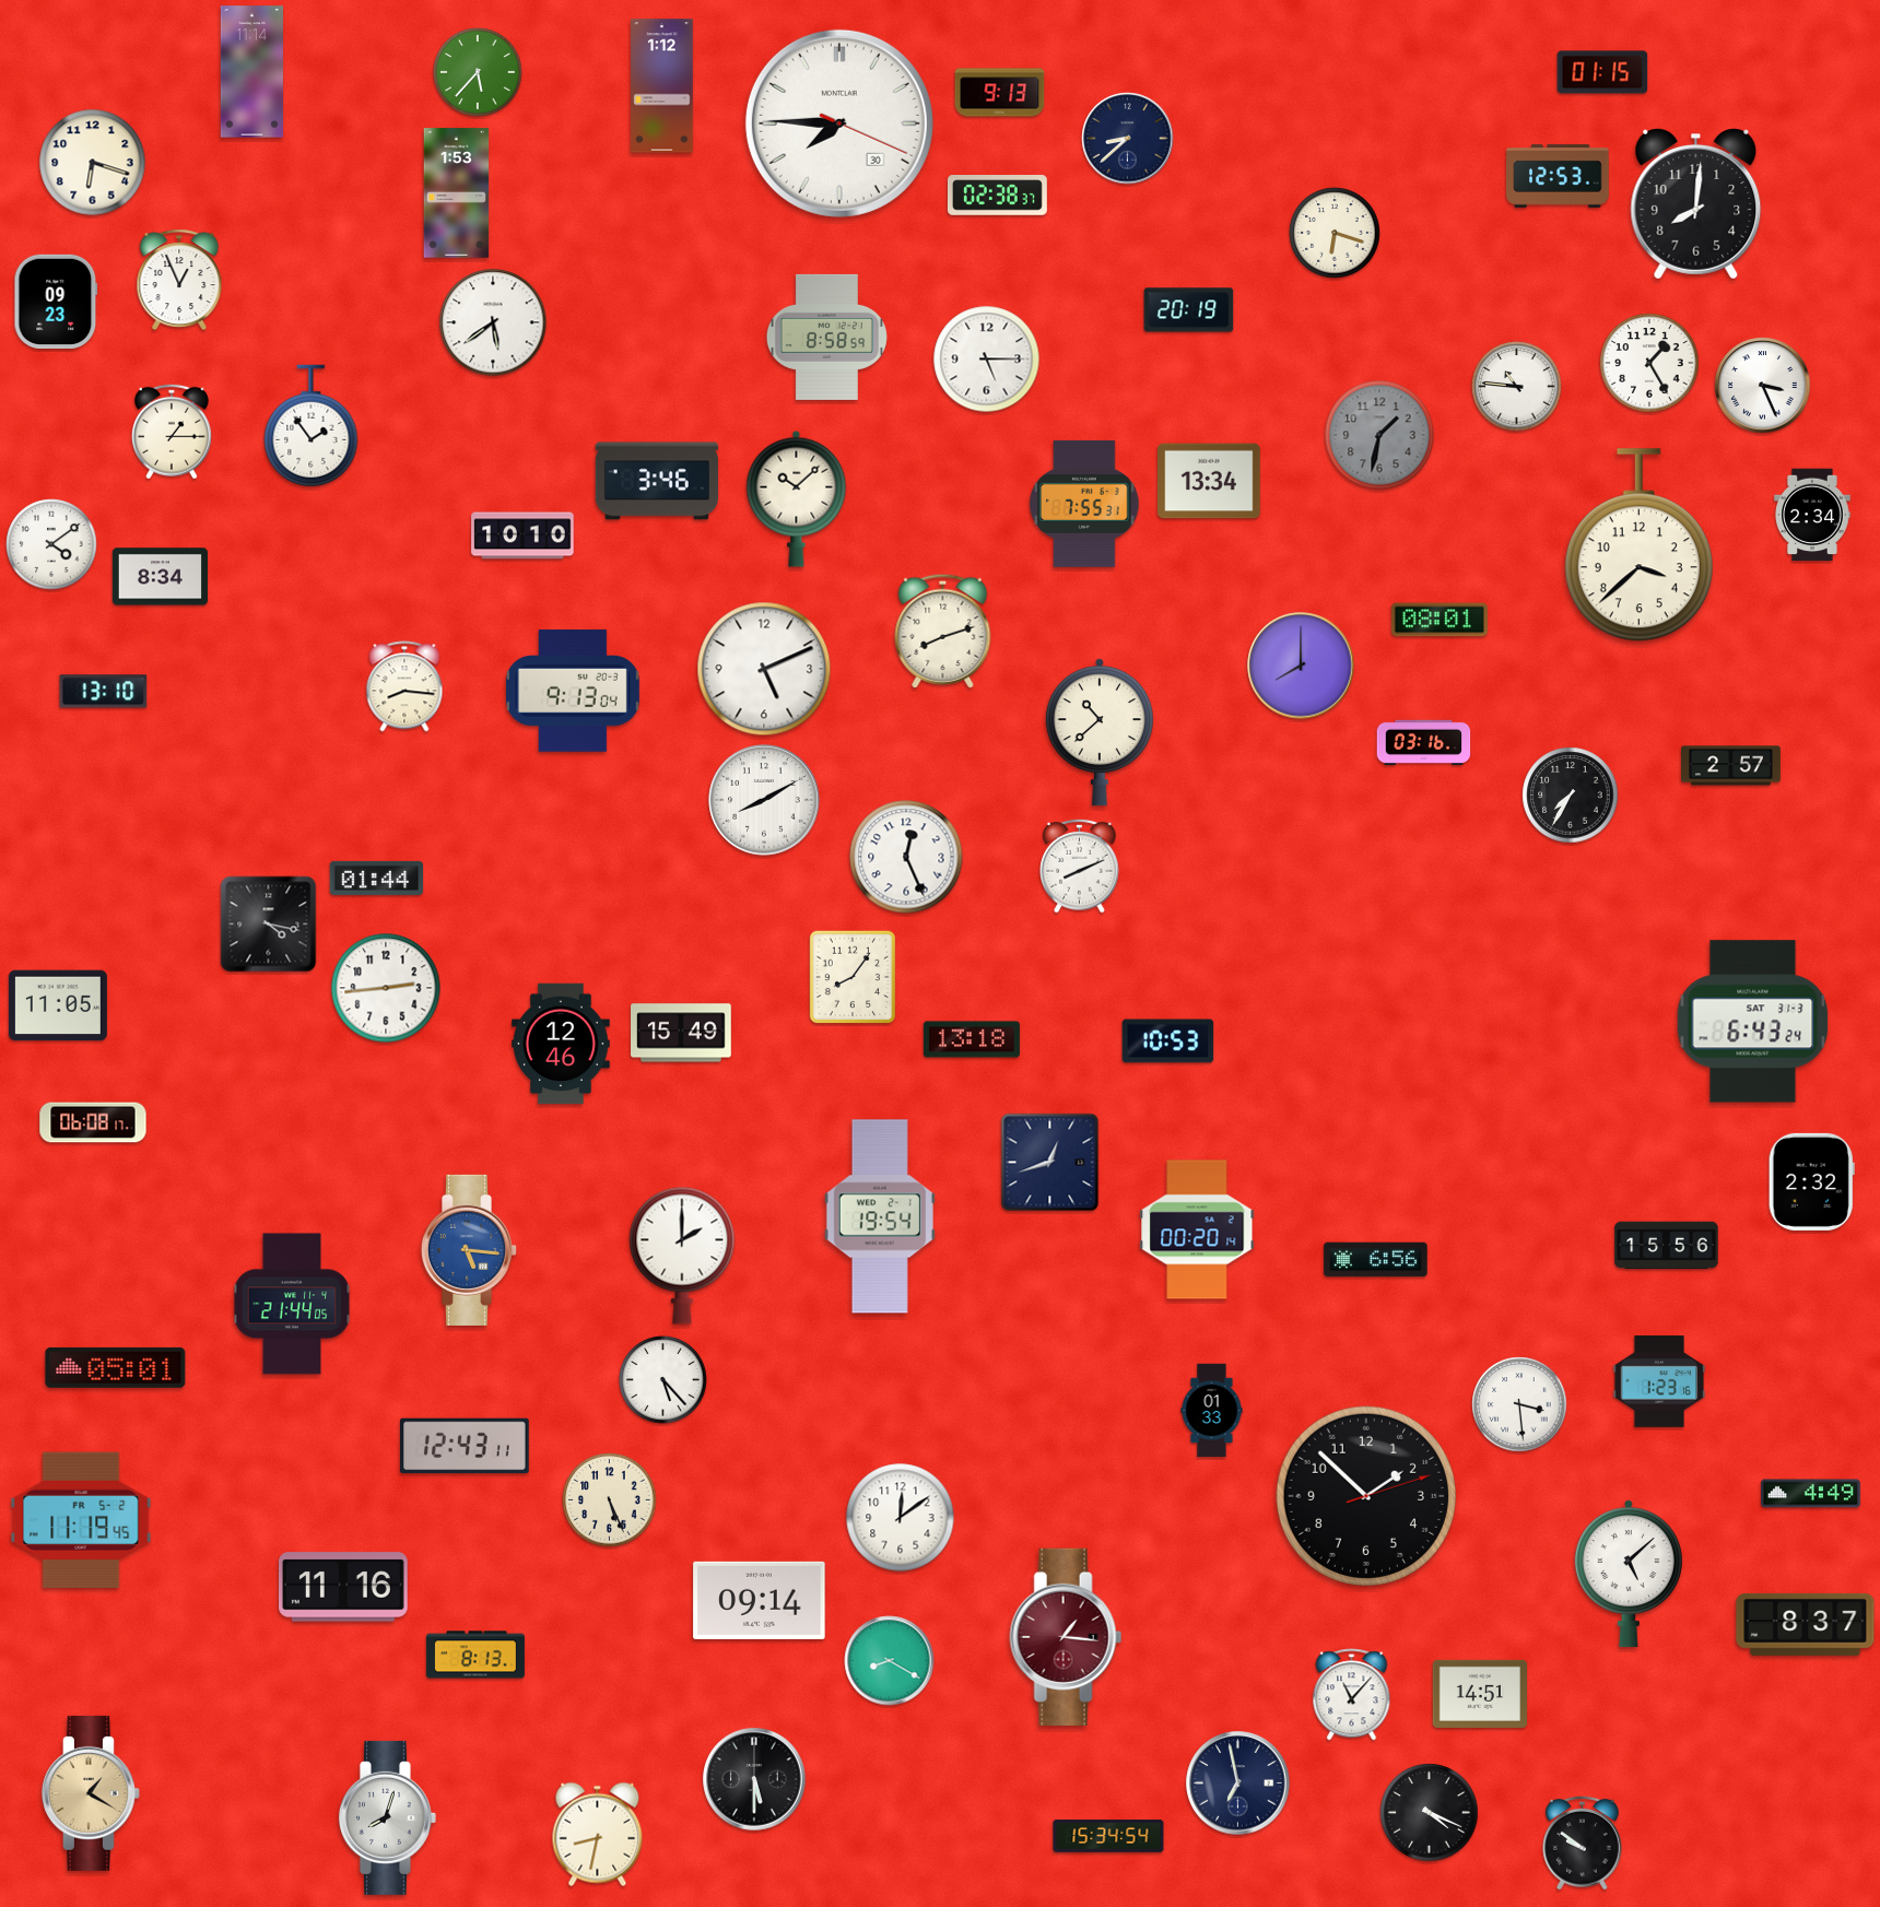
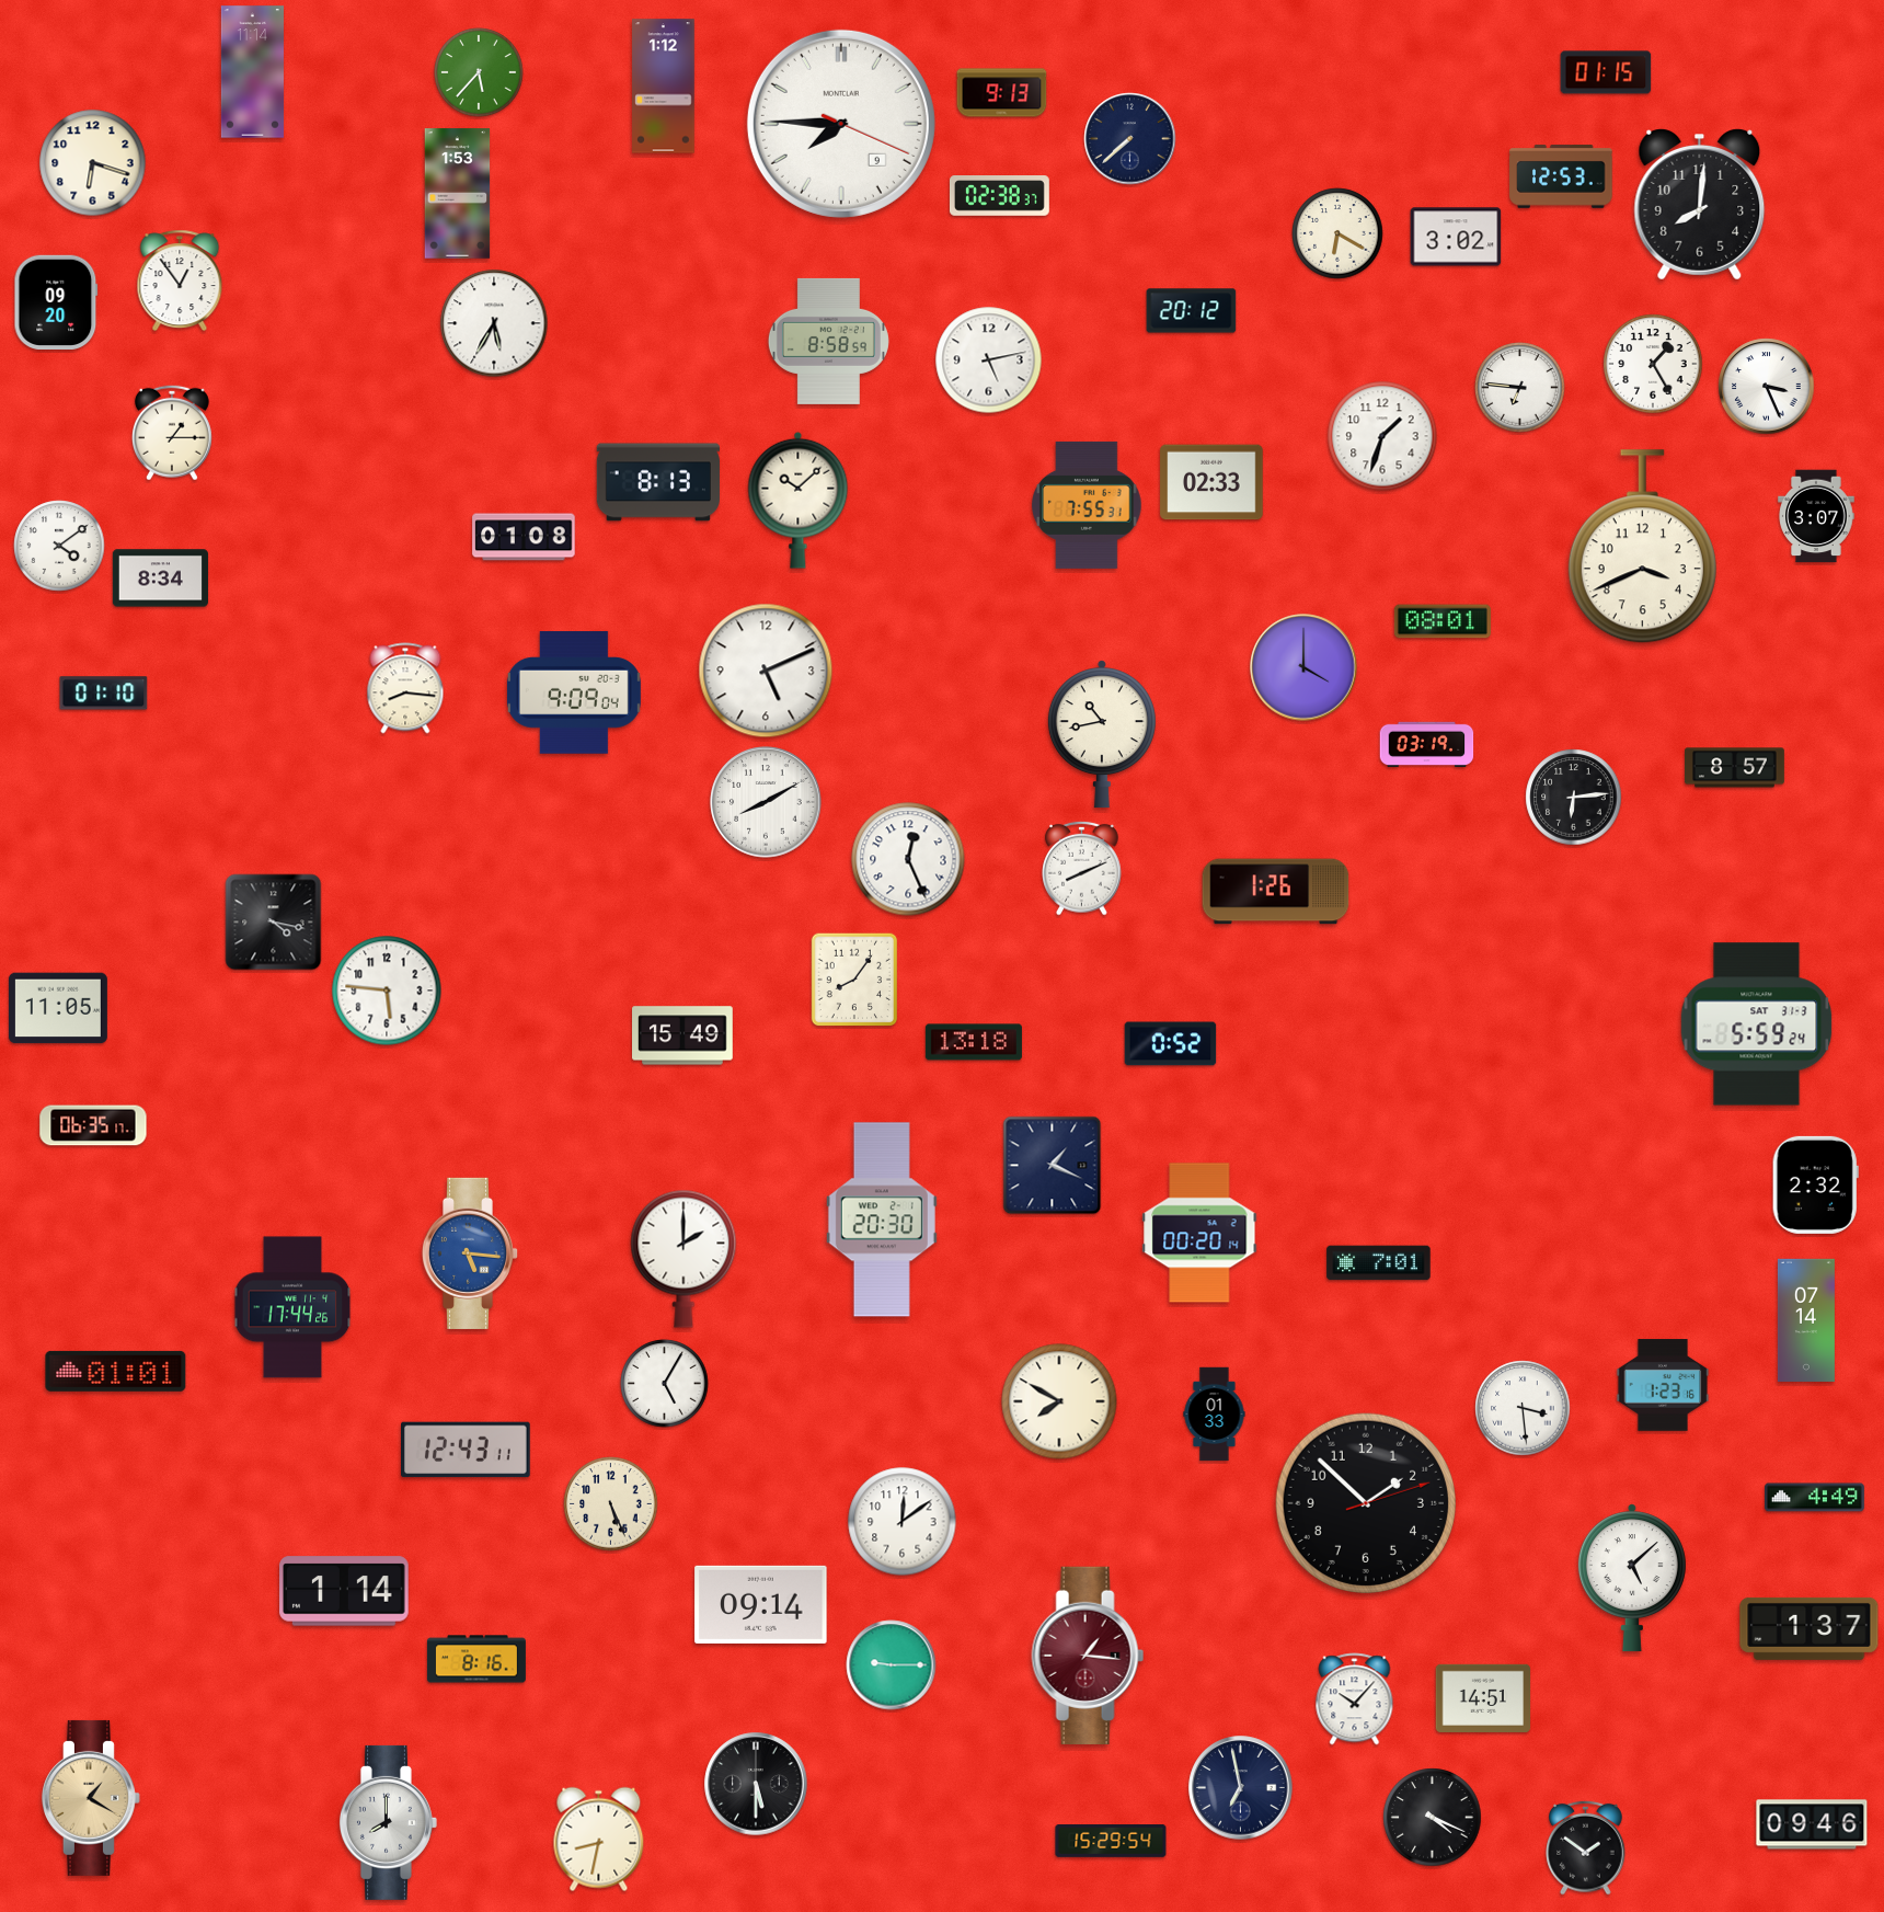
clock at (839, 123) date: 30 -> 9
clock at (1128, 139): 8:38 -> 7:38
clock at (1335, 233): 6:18 -> 6:20
clock at (1456, 237): none -> 3:02
clock at (179, 280): 12:56 -> 12:54
clock at (56, 301): 09:23 -> 09:20
clock at (1189, 310): 20:19 -> 20:12
clock at (493, 322): 5:39 -> 5:35
clock at (826, 337) position: (826, 337) -> (828, 341)
clock at (987, 360): 5:15 -> 5:13
clock at (1517, 387): 10:46 -> 6:46
clock at (312, 426): 1:54 -> none
clock at (1379, 435): 1:32 -> 1:33
clock at (1379, 435) dial: grey -> white
clock at (657, 481): 3:46 -> 8:13
clock at (1209, 481): 13:34 -> 02:33
clock at (1812, 515): 2:34 -> 3:07
clock at (522, 535): 10:10 -> 01:08
clock at (51, 544) position: (51, 544) -> (59, 546)
clock at (1638, 545): 3:38 -> 3:41
clock at (943, 631): 8:12 -> none
clock at (1301, 666): 8:00 -> 4:00
clock at (573, 691): 9:13 -> 9:09
clock at (104, 692): 13:10 -> 01:10
clock at (1100, 732): 10:38 -> 10:43
clock at (1424, 742): 03:16 -> 03:19
clock at (1731, 766): 2:57 -> 8:57
clock at (1571, 796): 7:35 -> 6:14
clock at (377, 878): 01:44 -> none
clock at (1276, 892): none -> 1:26
clock at (269, 925) position: (269, 925) -> (274, 923)
clock at (386, 988): 2:44 -> 5:46
clock at (1753, 1022): 6:43 -> 5:59
clock at (1168, 1041): 10:53 -> 0:52
clock at (562, 1044): 12:46 -> none
clock at (93, 1122): 06:08 -> 06:35
clock at (1050, 1163): 12:42 -> 1:19
clock at (880, 1216): 19:54 -> 20:30
clock at (1667, 1246): 15:56 -> none
clock at (1376, 1260): 6:56 -> 7:01
clock at (292, 1304): 21:44 -> 17:44
clock at (1806, 1319): none -> 07:14
clock at (116, 1367): 05:01 -> 01:01
clock at (663, 1380): 5:23 -> 5:05
clock at (1059, 1401): none -> 7:50
clock at (1366, 1496) position: (1366, 1496) -> (1366, 1503)
clock at (81, 1519): 11:19 -> none
clock at (344, 1587): 11:16 -> 1:14
clock at (1806, 1624): 8:37 -> 1:37
clock at (1066, 1637) position: (1066, 1637) -> (1088, 1656)
clock at (475, 1655): 8:13 -> 8:16
clock at (890, 1661): 8:20 -> 9:15
clock at (1352, 1695): 11:07 -> 10:07
clock at (387, 1817): 8:03 -> 8:00
clock at (1812, 1824): none -> 09:46
clock at (1108, 1836): 15:34 -> 15:29
clock at (1583, 1843): 9:51 -> 1:51
